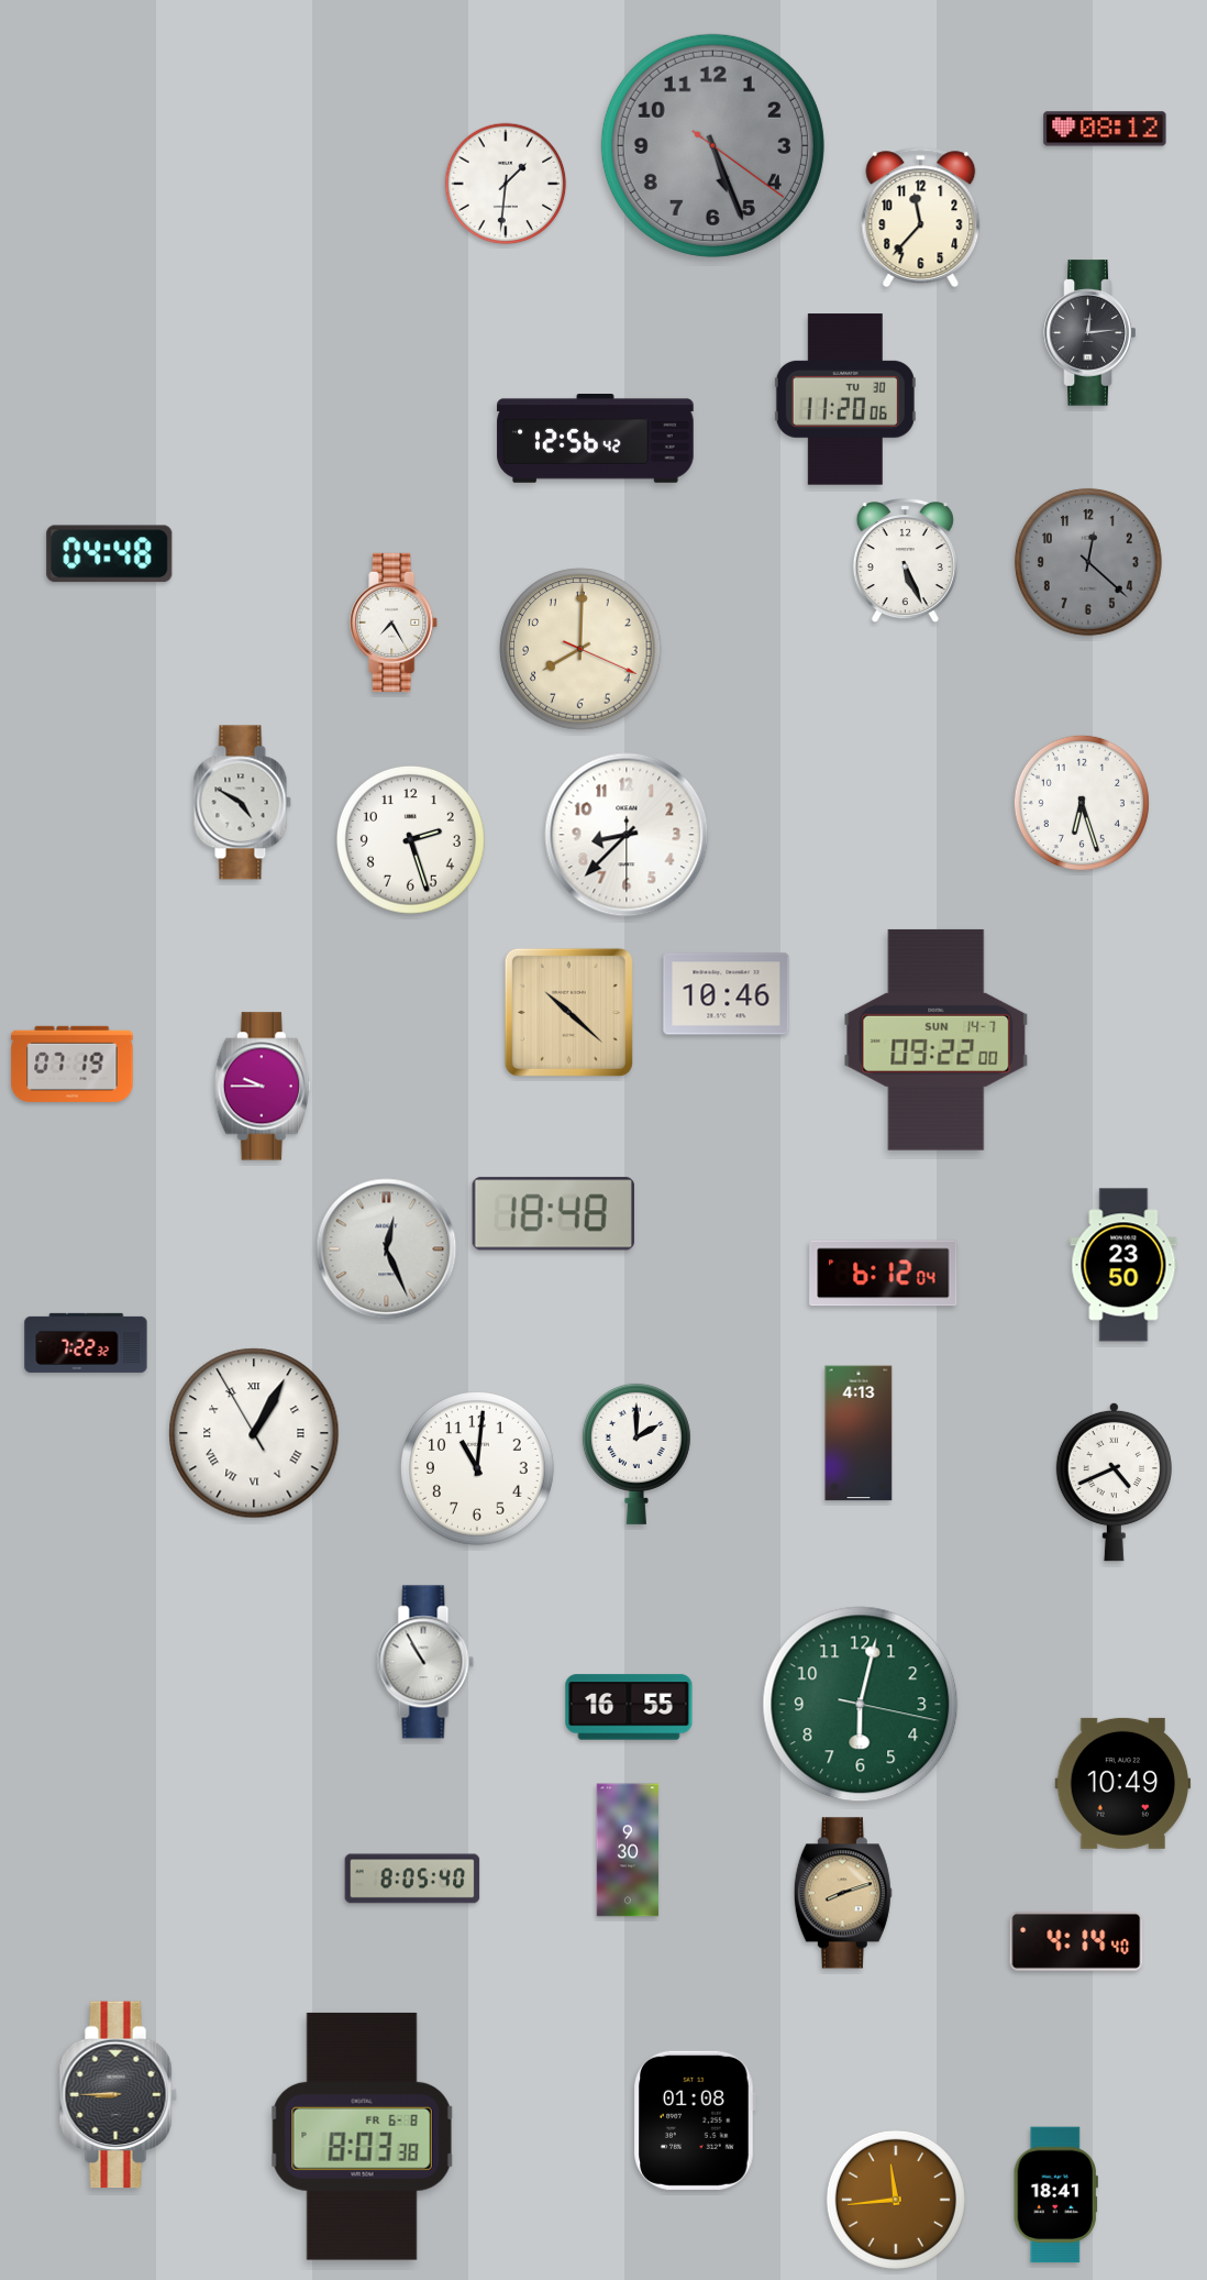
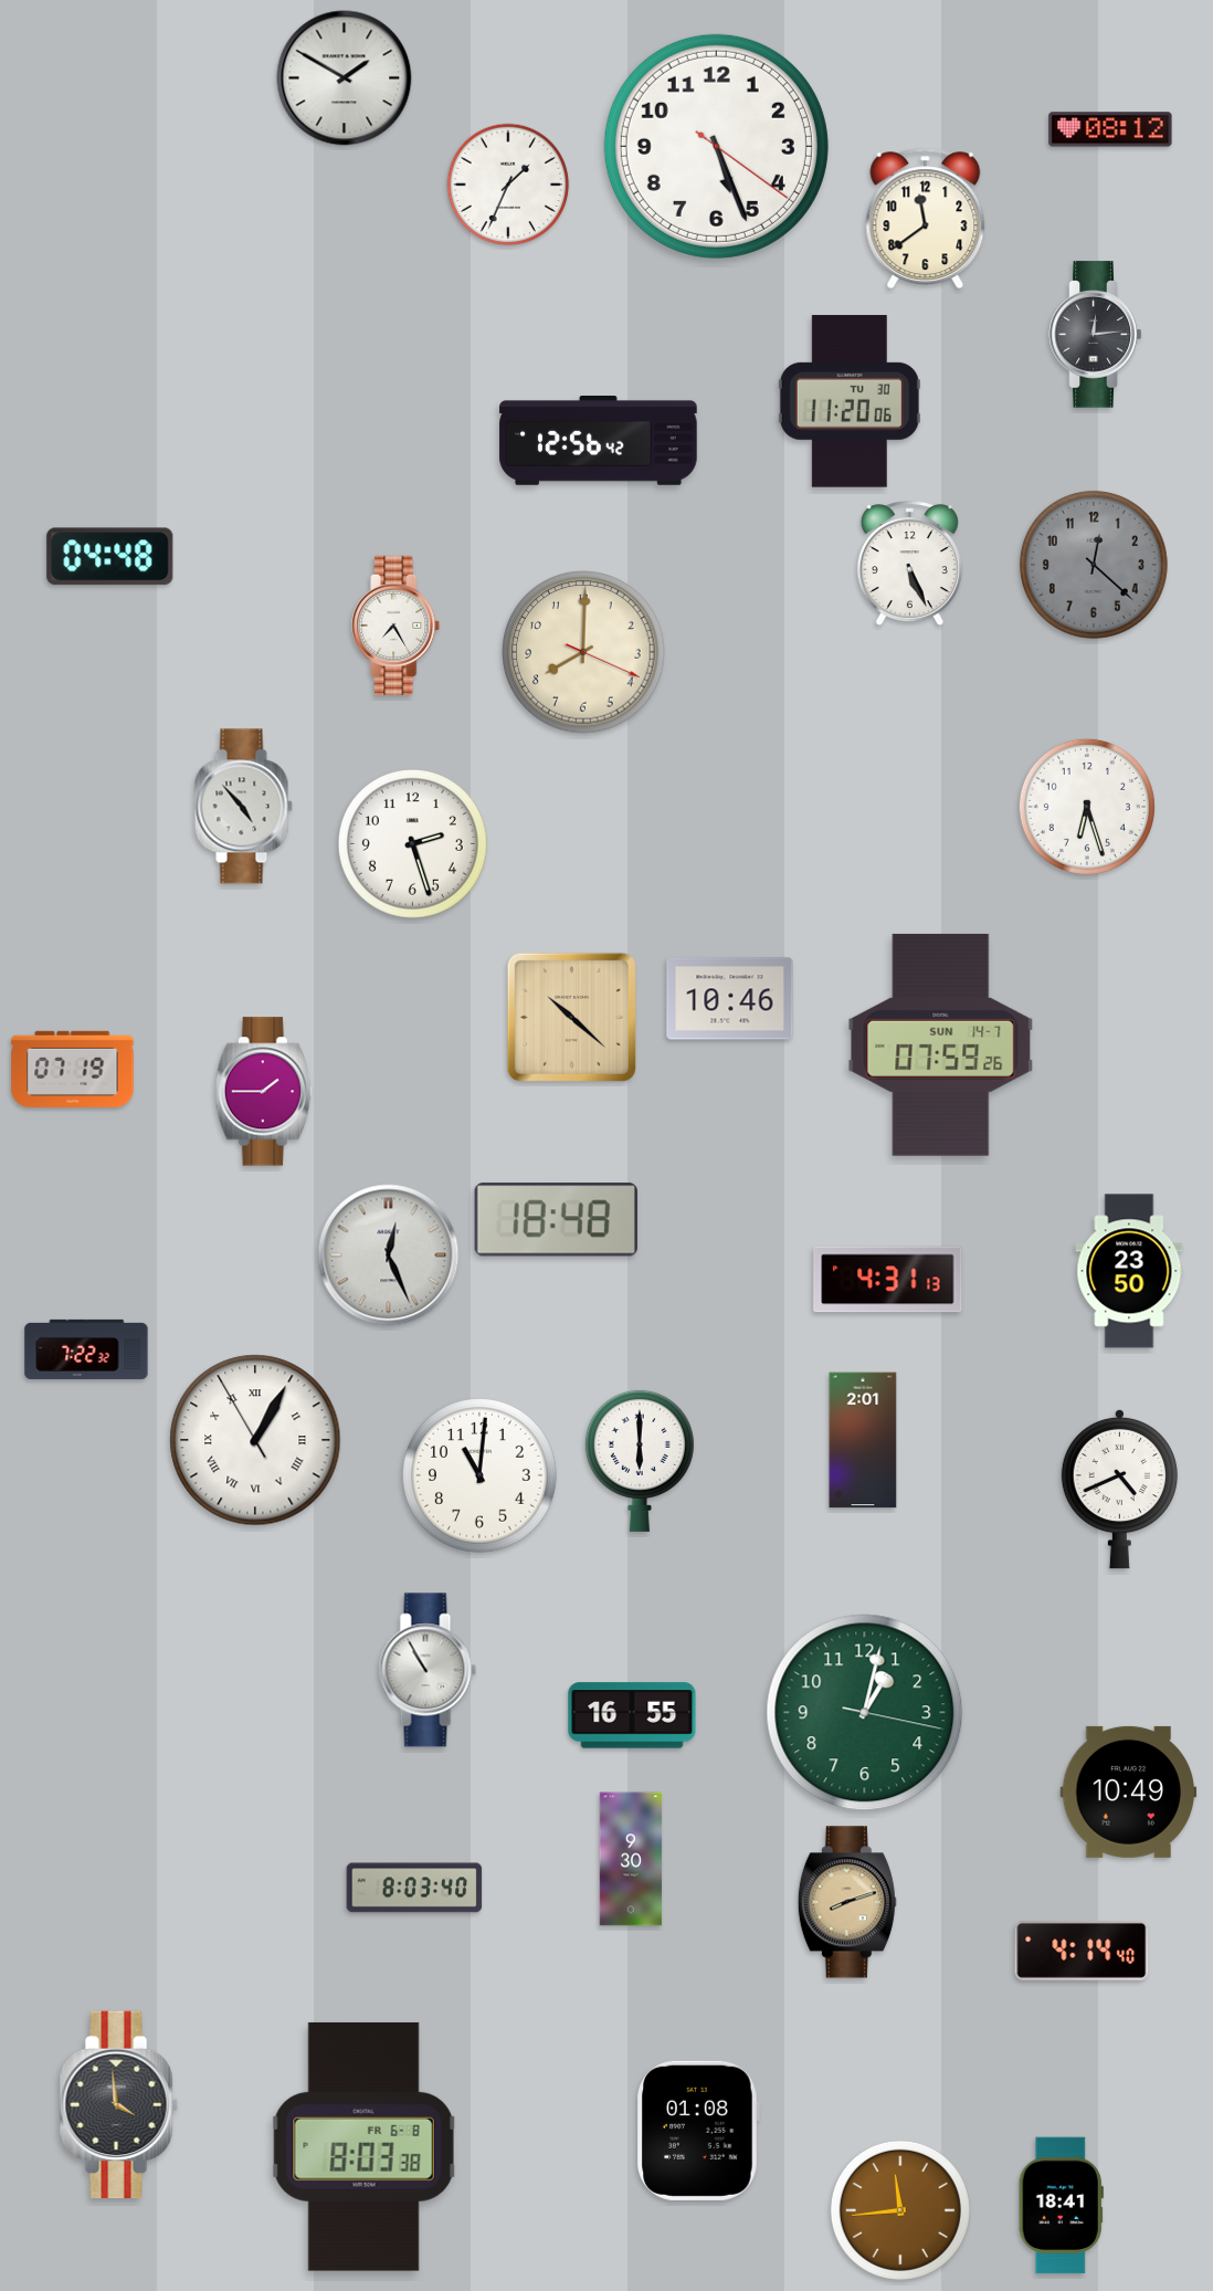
clock at (345, 78): none -> 1:50
clock at (712, 145) dial: grey -> white
clock at (506, 184): 1:31 -> 1:34
clock at (921, 218): 11:37 -> 11:39
clock at (242, 803): 4:50 -> 4:53
clock at (627, 835): 8:37 -> none
clock at (937, 1039): 09:22 -> 07:59
clock at (262, 1087): 9:45 -> 1:45
clock at (884, 1274): 6:12 -> 4:31
clock at (859, 1433): 4:13 -> 2:01
clock at (636, 1453): 2:00 -> 6:00
clock at (861, 1705): 6:02 -> 1:02
clock at (412, 1879): 8:05 -> 8:03
clock at (118, 2095): 8:45 -> 3:59
